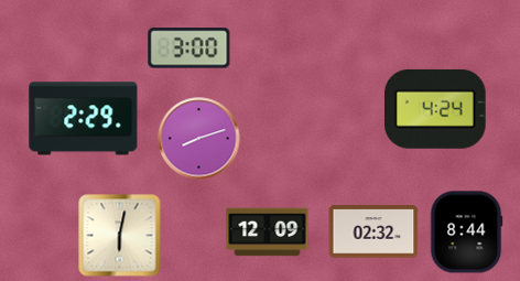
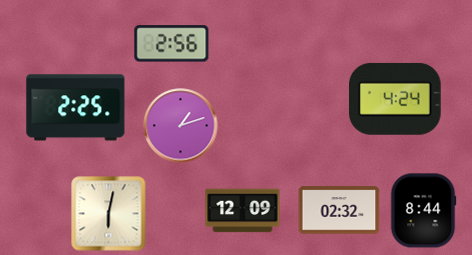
clock at (189, 48): 3:00 -> 2:56
clock at (84, 119): 2:29 -> 2:25
clock at (199, 139): 8:12 -> 1:12
